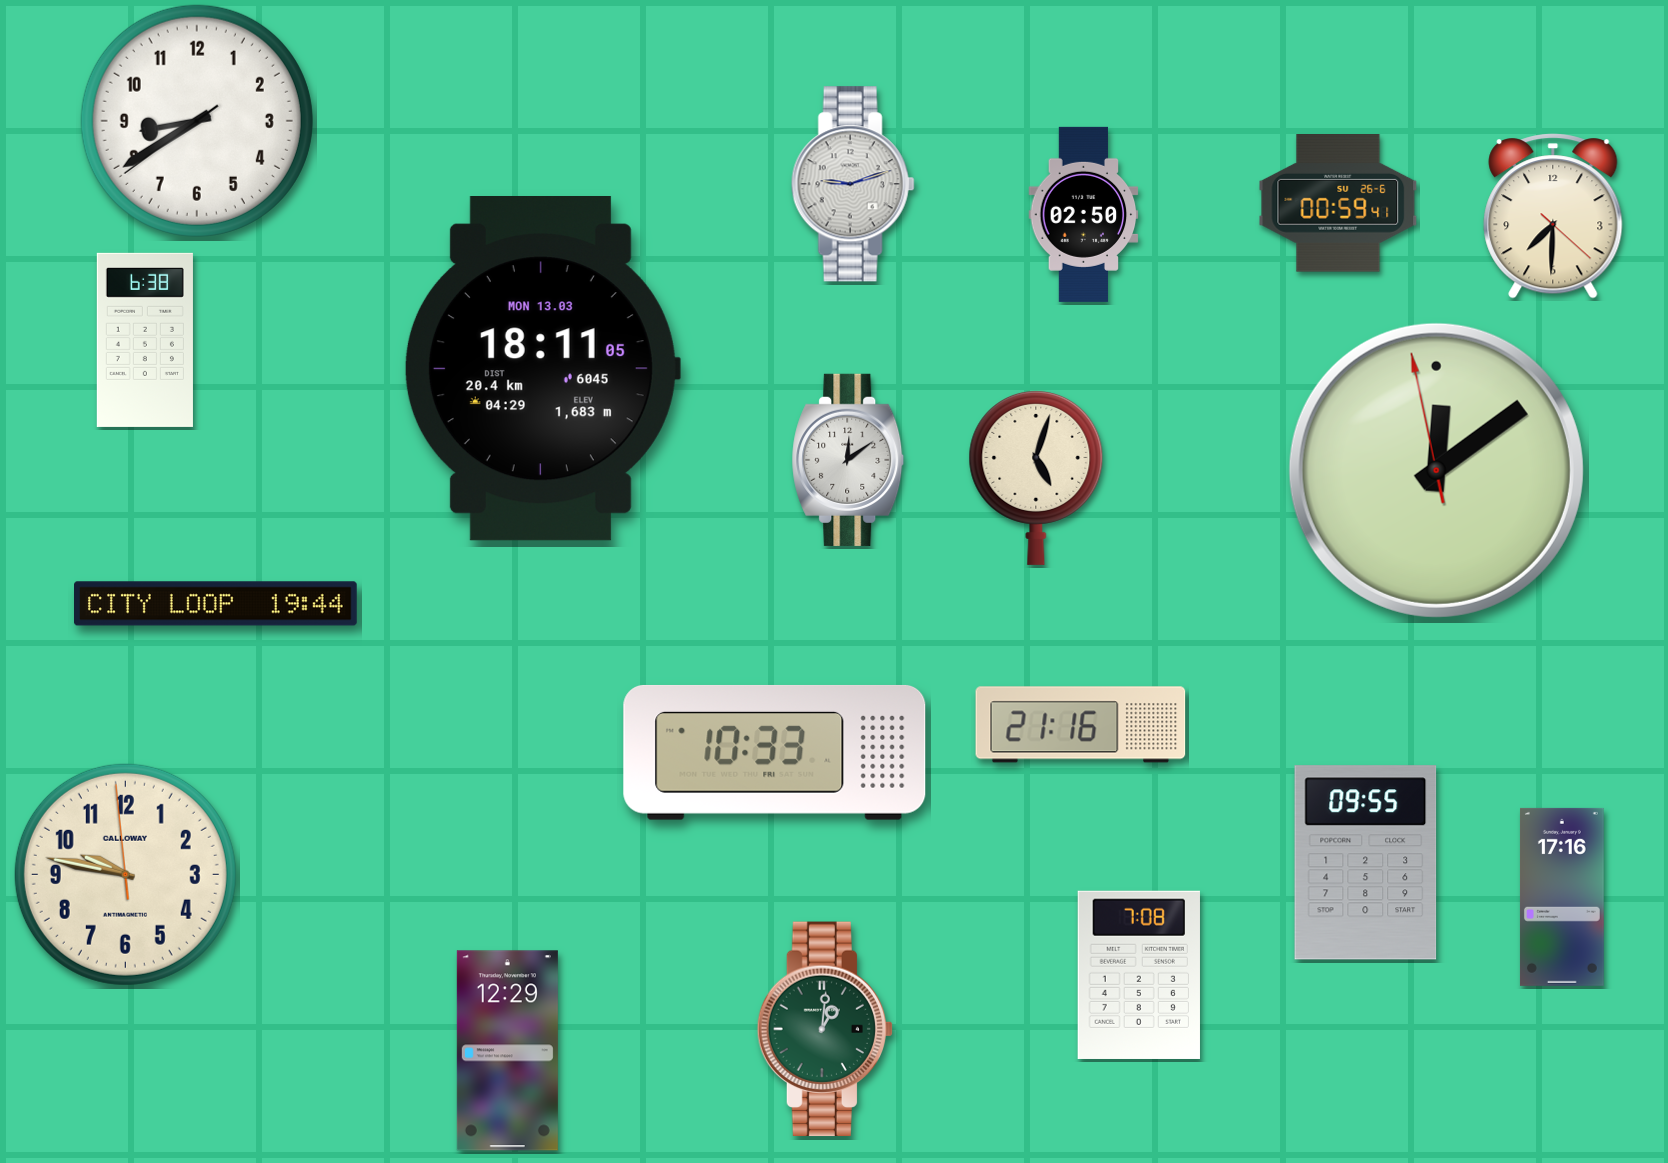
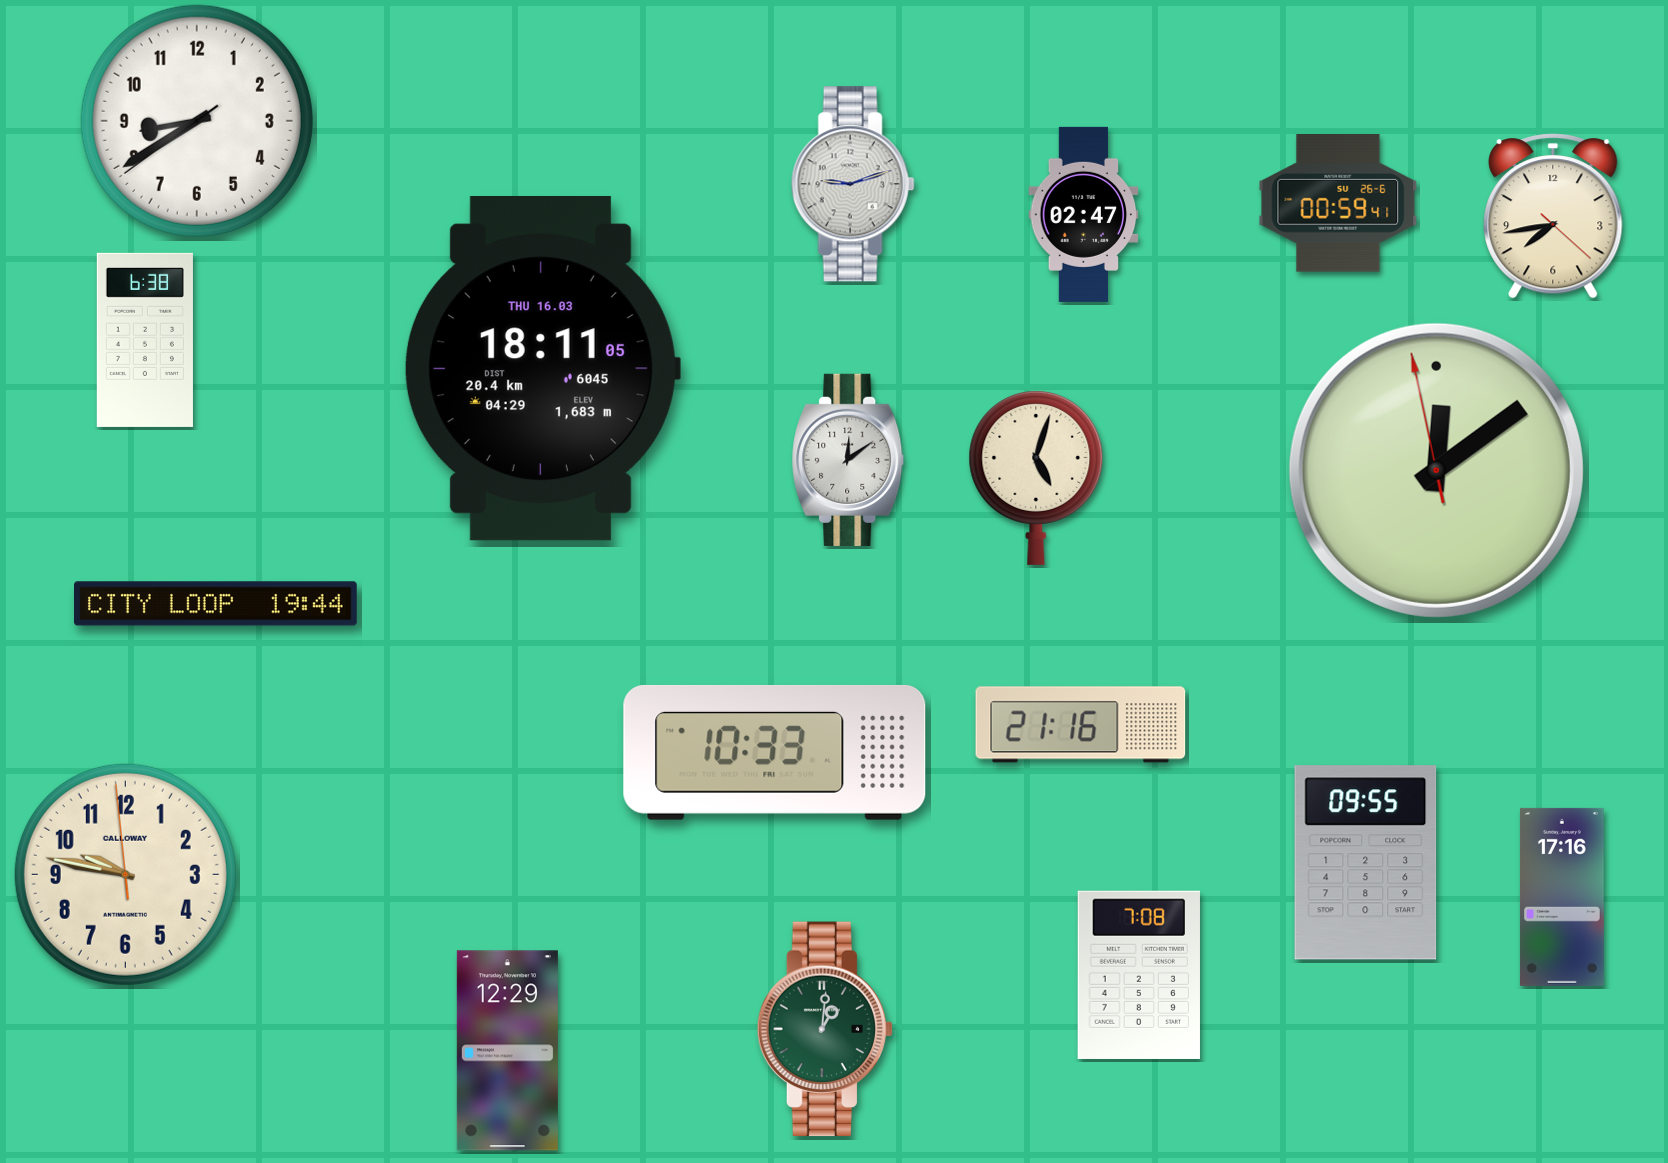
clock at (1084, 214): 02:50 -> 02:47
clock at (1553, 216): 7:30 -> 7:43
clock at (542, 369) date: MON 13.03 -> THU 16.03
